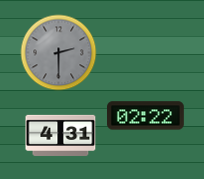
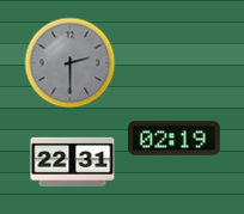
clock at (146, 116): 02:22 -> 02:19
clock at (61, 135): 4:31 -> 22:31
